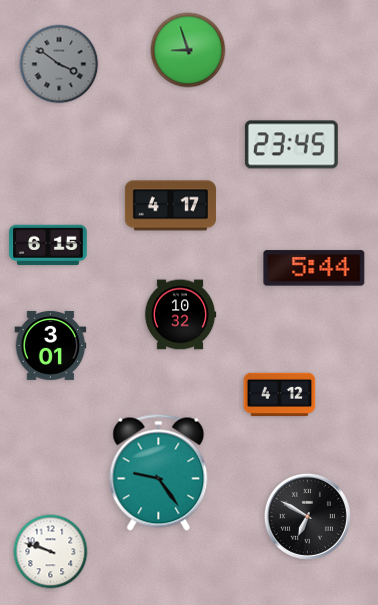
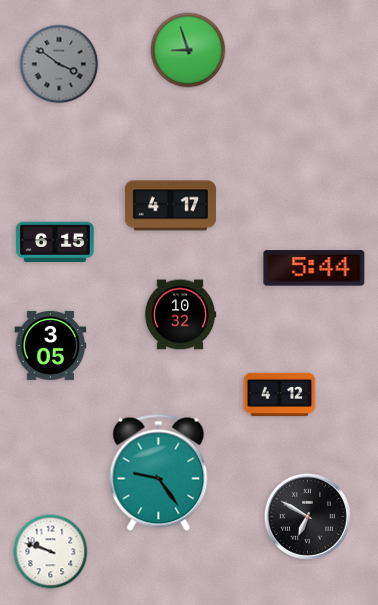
clock at (291, 145): 23:45 -> none
clock at (48, 245) position: (48, 245) -> (55, 242)
clock at (51, 345): 3:01 -> 3:05
